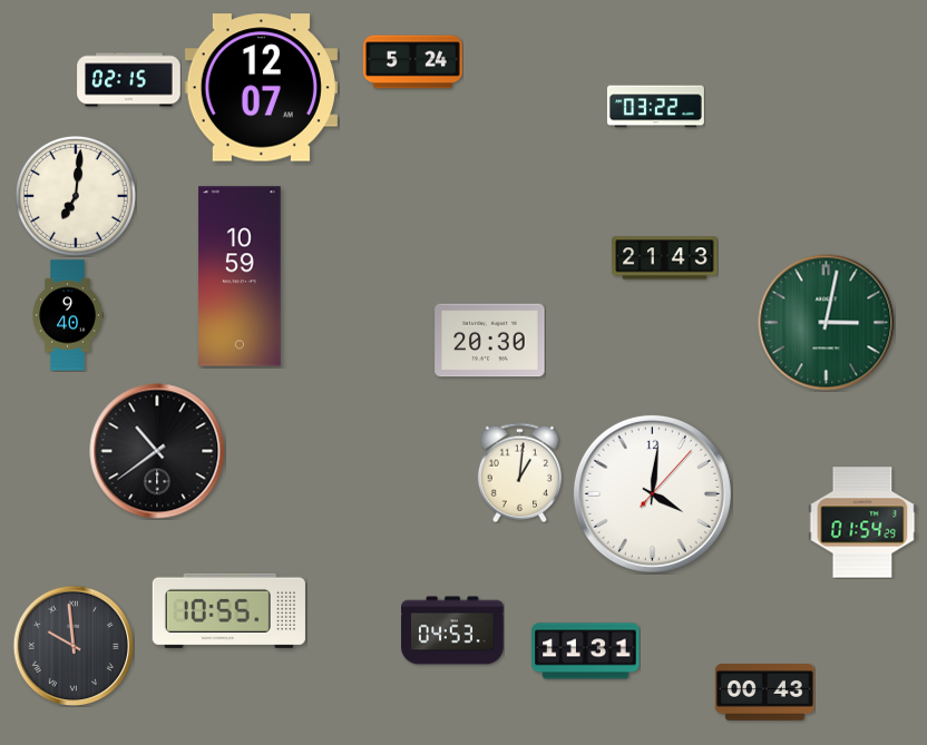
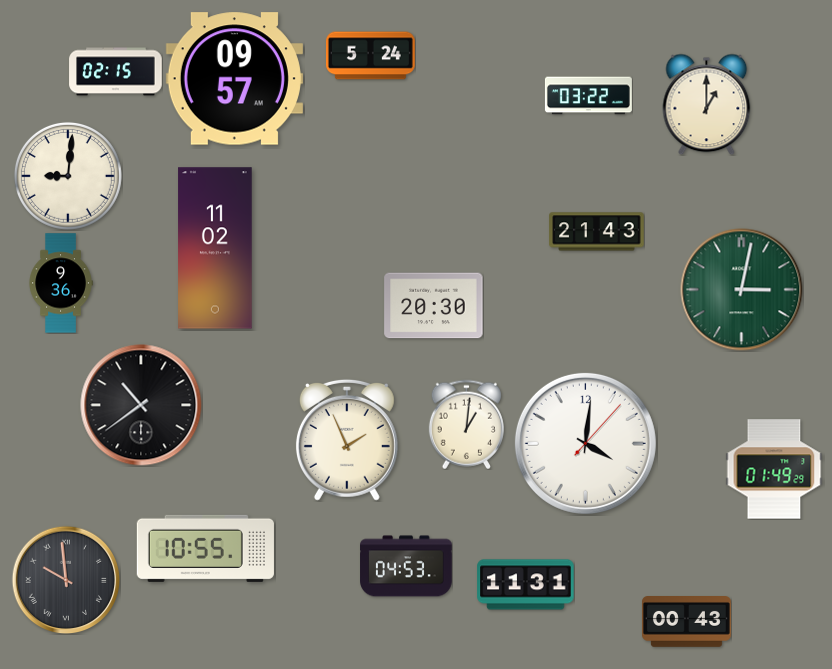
clock at (261, 88): 12:07 -> 09:57
clock at (707, 104): none -> 1:00
clock at (76, 196): 7:01 -> 9:01
clock at (240, 276): 10:59 -> 11:02
clock at (68, 315): 9:40 -> 9:36
clock at (490, 341) position: (490, 341) -> (434, 306)
clock at (347, 440): none -> 1:56
clock at (862, 522): 01:54 -> 01:49
